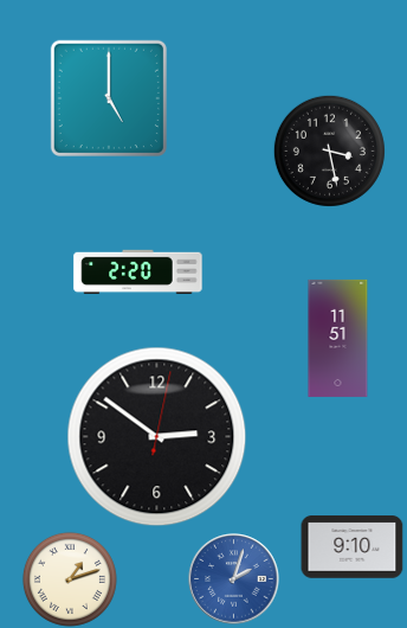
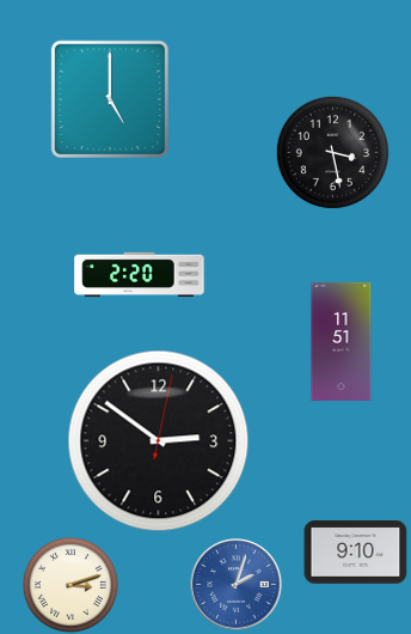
clock at (70, 579): 1:12 -> 3:12
